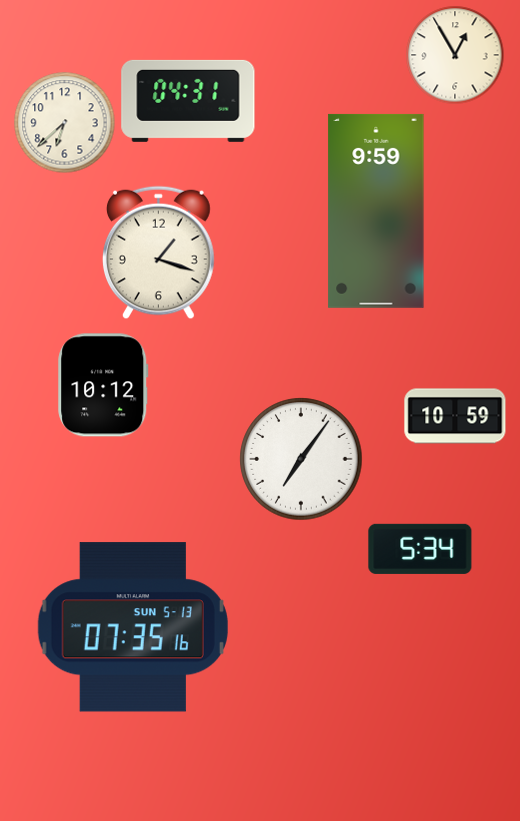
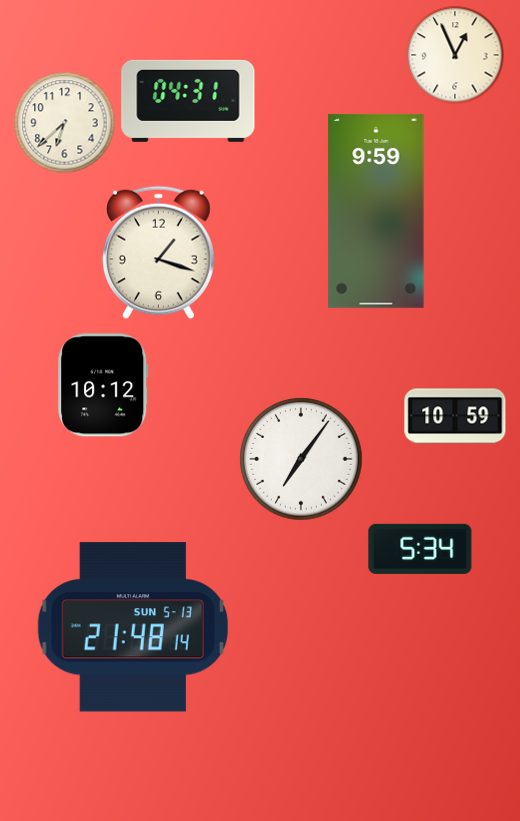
clock at (455, 55): 12:55 -> 12:56
clock at (133, 627): 07:35 -> 21:48
